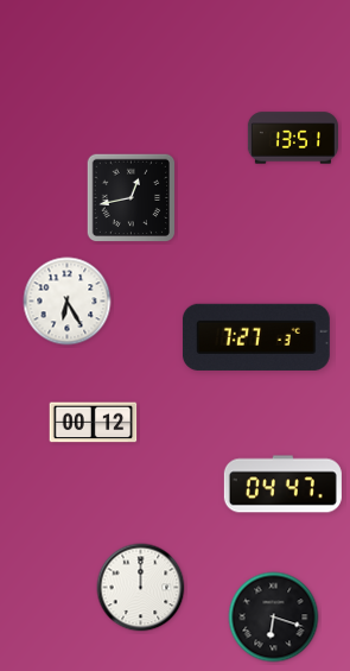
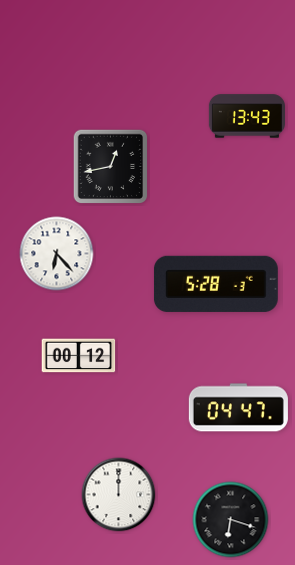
clock at (292, 138): 13:51 -> 13:43
clock at (68, 302): 6:25 -> 6:23
clock at (256, 337): 7:27 -> 5:28
